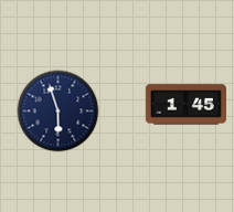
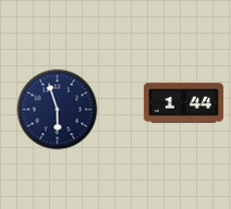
clock at (185, 105): 1:45 -> 1:44
